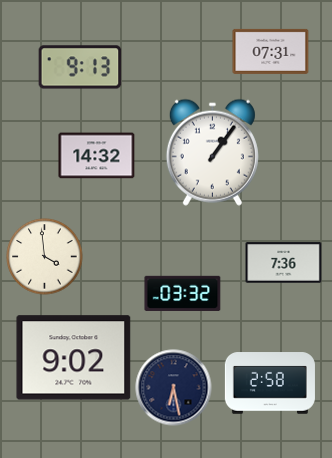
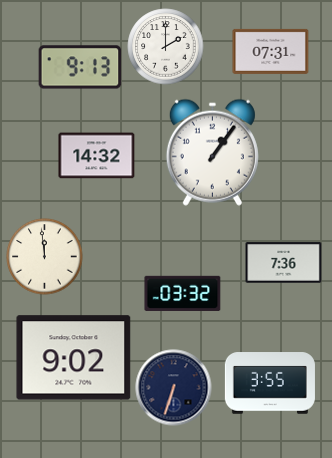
clock at (166, 47): none -> 2:00
clock at (45, 257): 3:59 -> 11:59
clock at (270, 383): 2:58 -> 3:55
clock at (174, 388): 6:28 -> 6:33
